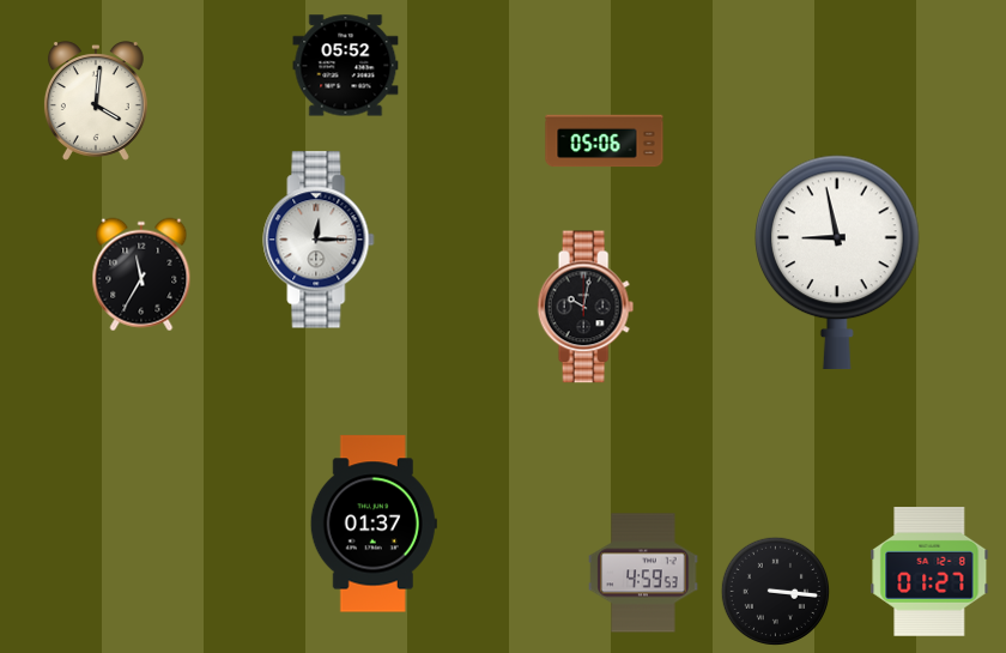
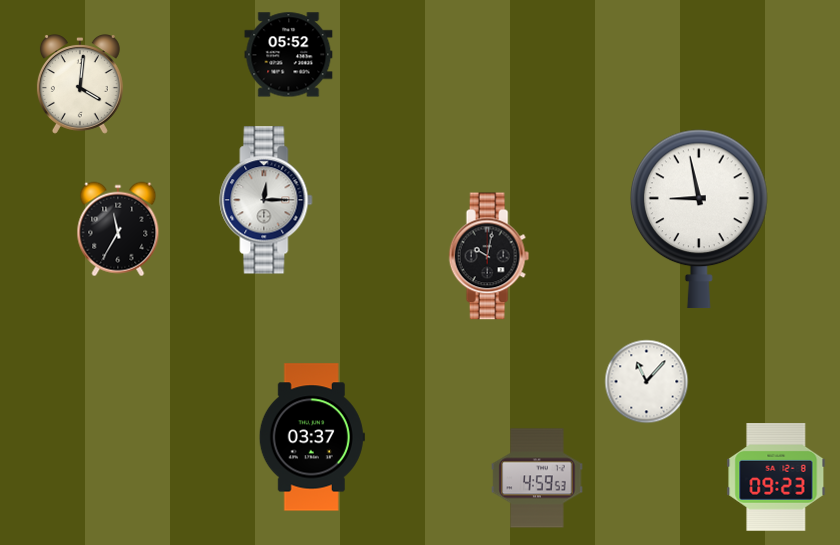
clock at (605, 141): 05:06 -> none
clock at (647, 382): none -> 11:07
clock at (374, 524): 01:37 -> 03:37
clock at (929, 573): 01:27 -> 09:23
clock at (775, 591): 3:16 -> none
